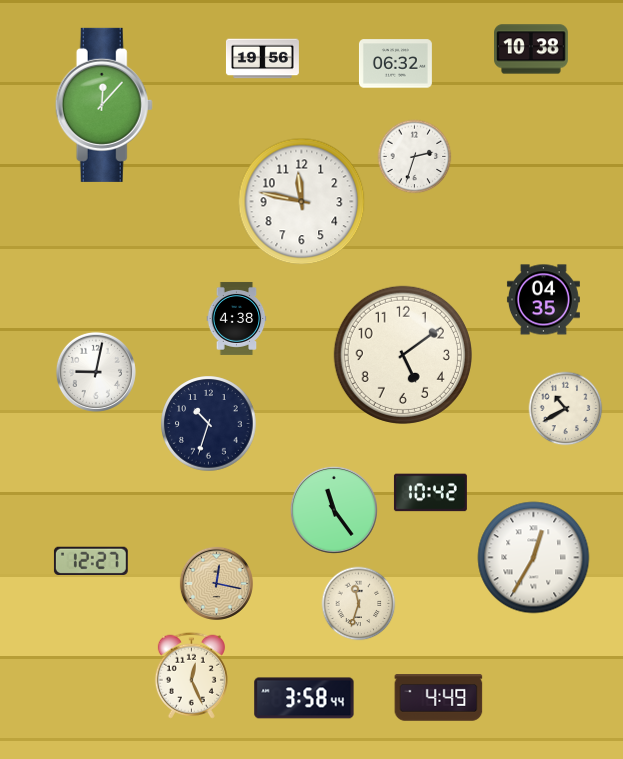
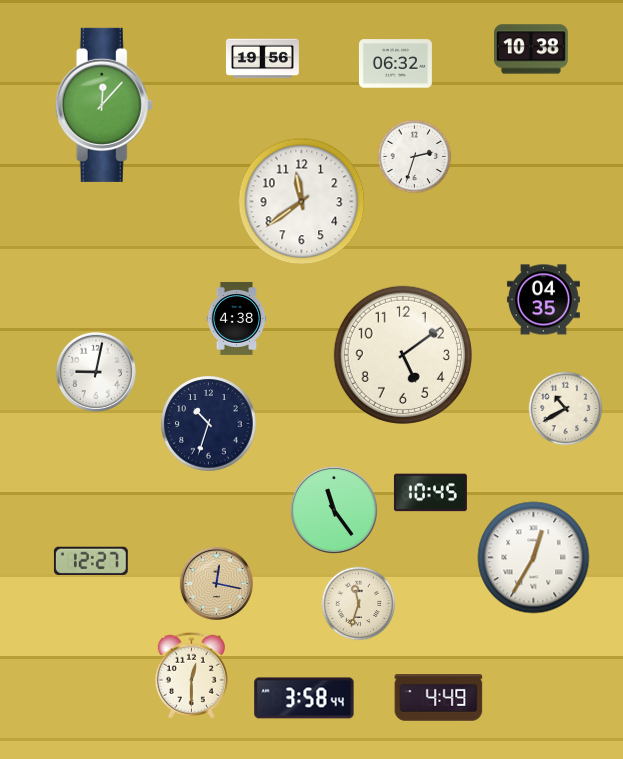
clock at (302, 202): 11:47 -> 11:39
clock at (430, 493): 10:42 -> 10:45
clock at (191, 675): 12:26 -> 12:30
